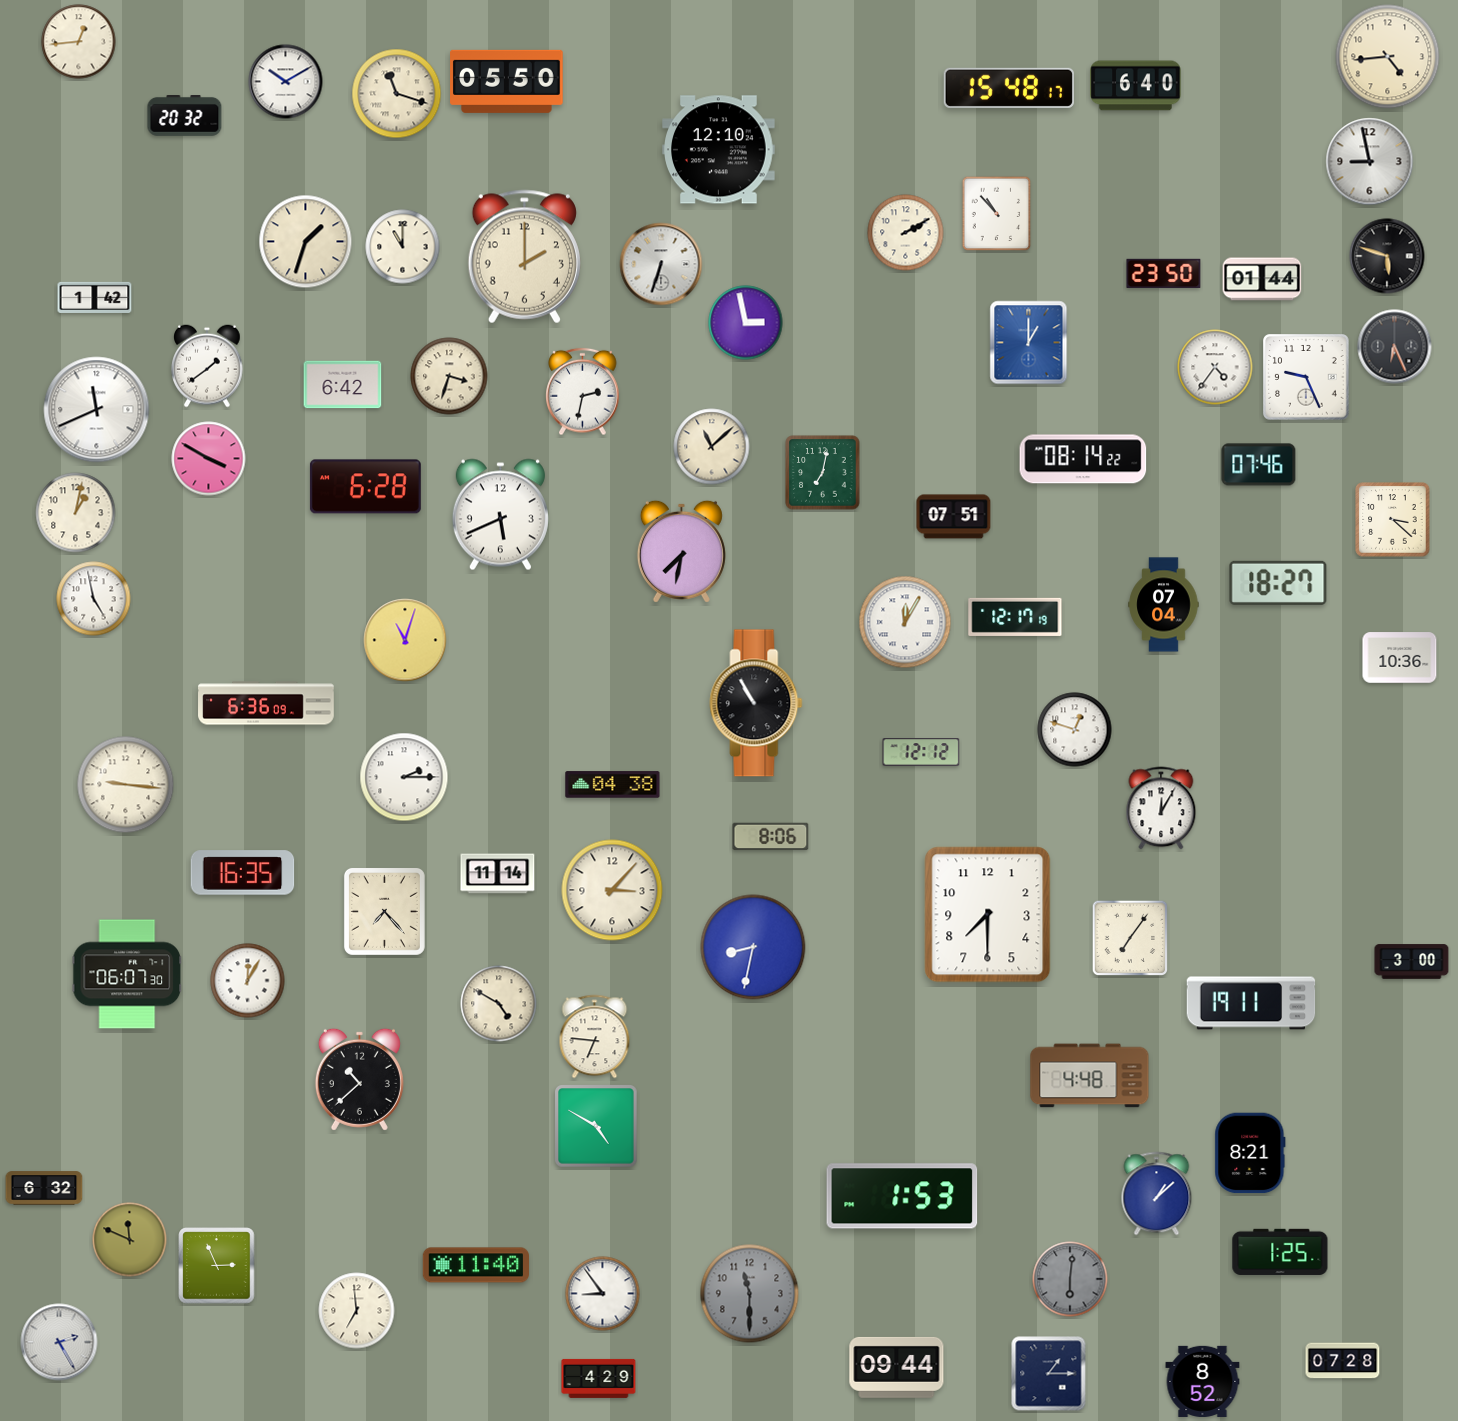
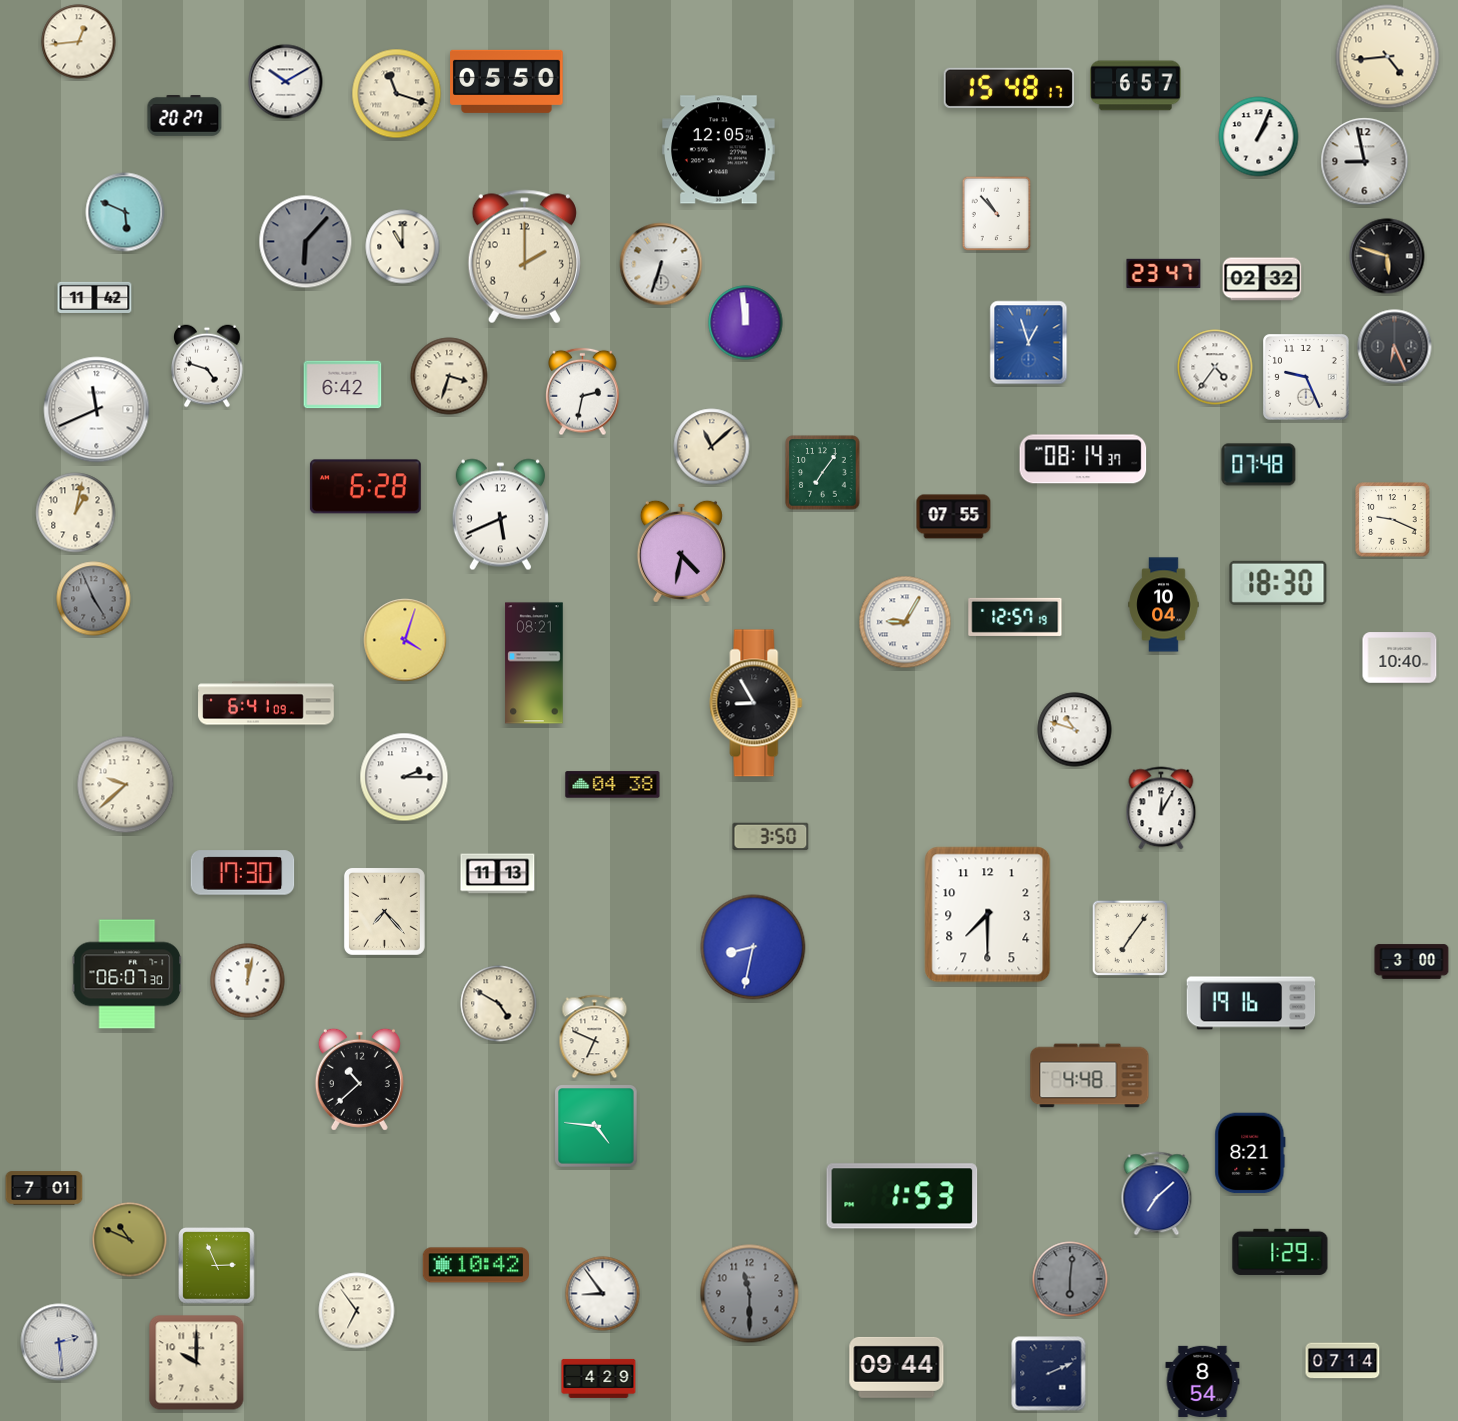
clock at (1136, 86): 6:40 -> 6:57
clock at (185, 116): 20:32 -> 20:27
clock at (1259, 137): none -> 1:04
clock at (719, 150): 12:10 -> 12:05
clock at (1370, 162) position: (1370, 162) -> (1365, 162)
clock at (125, 212): none -> 5:49
clock at (906, 233): 2:10 -> none
clock at (306, 242): 1:33 -> 6:07
clock at (306, 242) dial: cream -> grey
clock at (1164, 274): 23:50 -> 23:47
clock at (1262, 279): 01:44 -> 02:32
clock at (95, 297): 1:42 -> 11:42
clock at (746, 323): 2:58 -> 11:59
clock at (1029, 343): 1:00 -> 12:57
clock at (207, 366): 1:39 -> 4:48
clock at (209, 459): 3:50 -> none
clock at (1083, 459): 08:14:22 -> 08:14:37
clock at (1259, 465): 07:46 -> 07:48
clock at (823, 473): 7:02 -> 7:06
clock at (954, 517): 07:51 -> 07:55
clock at (1393, 520): 3:22 -> 9:19
clock at (681, 551): 7:32 -> 4:32
clock at (1278, 583): 18:27 -> 18:30
clock at (94, 599): 4:58 -> 4:56
clock at (94, 599) dial: white -> grey
clock at (1164, 605): 07:04 -> 10:04
clock at (1015, 617): 12:17 -> 12:57
clock at (905, 622): 12:05 -> 9:05
clock at (405, 640): 11:03 -> 4:03
clock at (1400, 658): 10:36 -> 10:40
clock at (534, 663): none -> 08:21
clock at (266, 703): 6:36 -> 6:41
clock at (756, 703): 10:55 -> 8:55
clock at (1075, 730): 12:48 -> 10:48
clock at (921, 752): 12:12 -> none
clock at (126, 785): 9:16 -> 9:38
clock at (771, 837): 8:06 -> 3:50
clock at (243, 873): 16:35 -> 17:30
clock at (498, 874): 11:14 -> 11:13
clock at (612, 890): 3:07 -> none
clock at (248, 981): 12:05 -> 12:02
clock at (1251, 1003): 19:11 -> 19:16
clock at (595, 1037): 6:46 -> 6:49
clock at (596, 1126): 4:50 -> 4:46
clock at (44, 1188): 6:32 -> 7:01
clock at (1157, 1194): 1:08 -> 7:08
clock at (130, 1240): 11:49 -> 10:49
clock at (1280, 1252): 1:25 -> 1:29
clock at (476, 1265): 11:40 -> 10:42
clock at (357, 1311): 6:59 -> 6:54
clock at (59, 1342): 2:25 -> 2:29
clock at (1343, 1361): 07:28 -> 07:14
clock at (197, 1363): none -> 10:00
clock at (1049, 1374): 1:15 -> 2:11
clock at (1203, 1381): 8:52 -> 8:54
